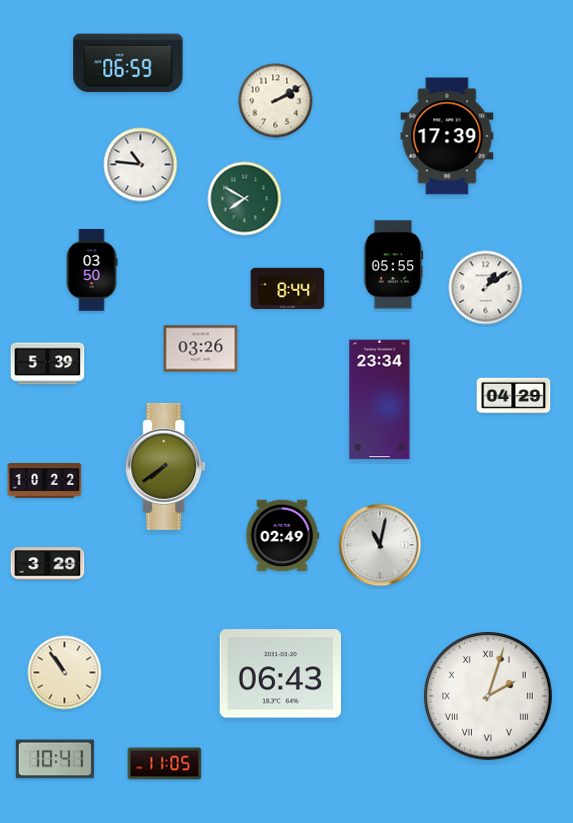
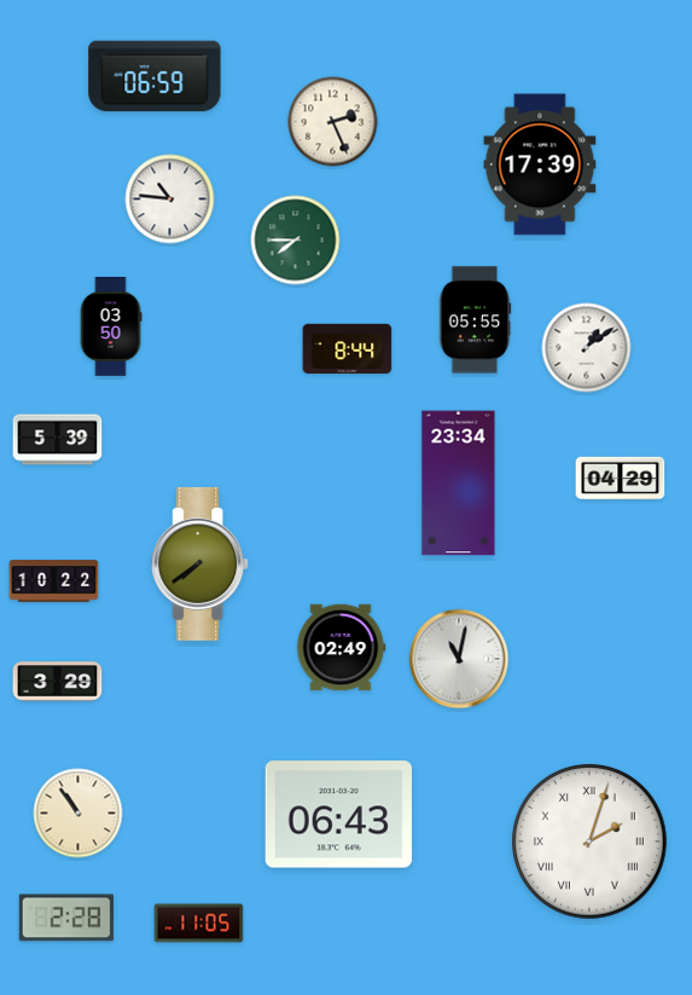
clock at (276, 101): 2:10 -> 2:26
clock at (245, 199): 7:50 -> 7:45
clock at (201, 349): 03:26 -> none
clock at (55, 759): 10:41 -> 2:28
